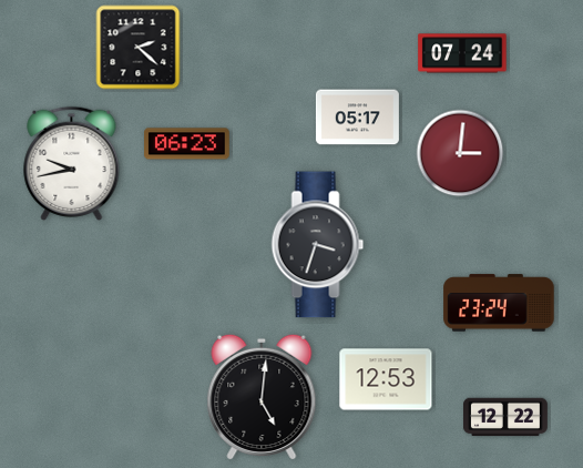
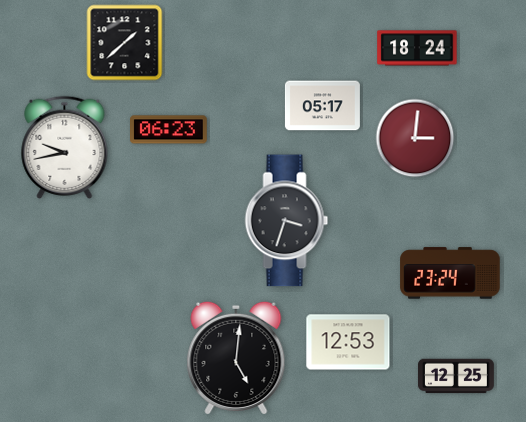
clock at (139, 48): 2:22 -> 1:38
clock at (462, 53): 07:24 -> 18:24
clock at (507, 417): 12:22 -> 12:25
